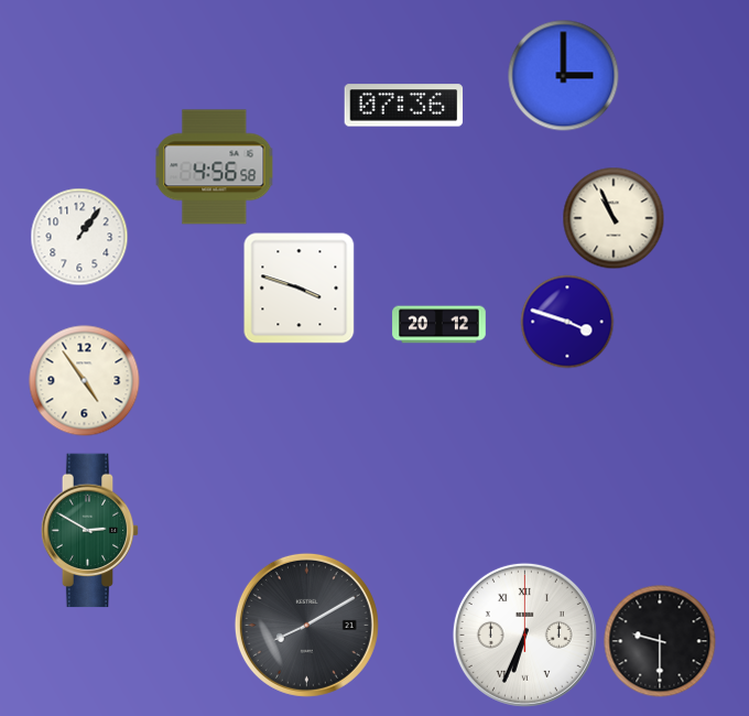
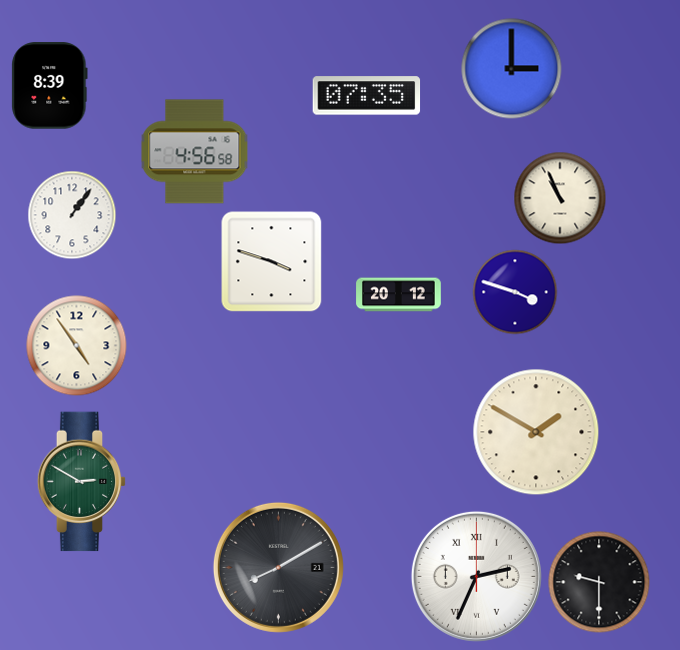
clock at (50, 86): none -> 8:39
clock at (404, 106): 07:36 -> 07:35
clock at (614, 218) position: (614, 218) -> (560, 198)
clock at (536, 432): none -> 1:50
clock at (524, 634): 6:34 -> 2:34
